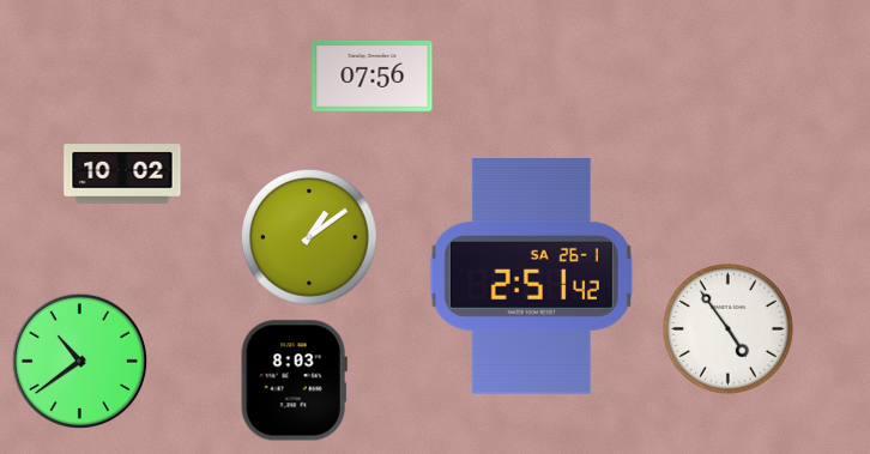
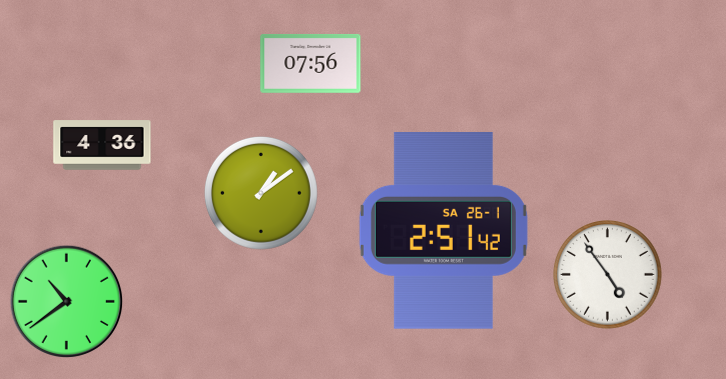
clock at (122, 174): 10:02 -> 4:36
clock at (309, 237) position: (309, 237) -> (261, 193)
clock at (294, 381): 8:03 -> none
